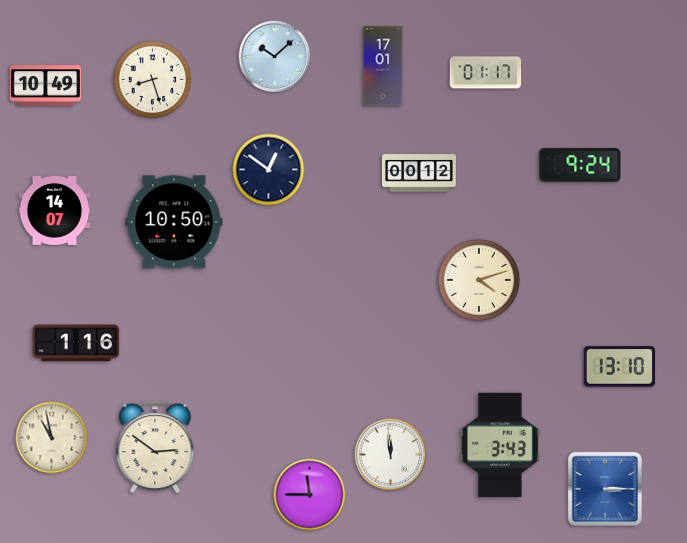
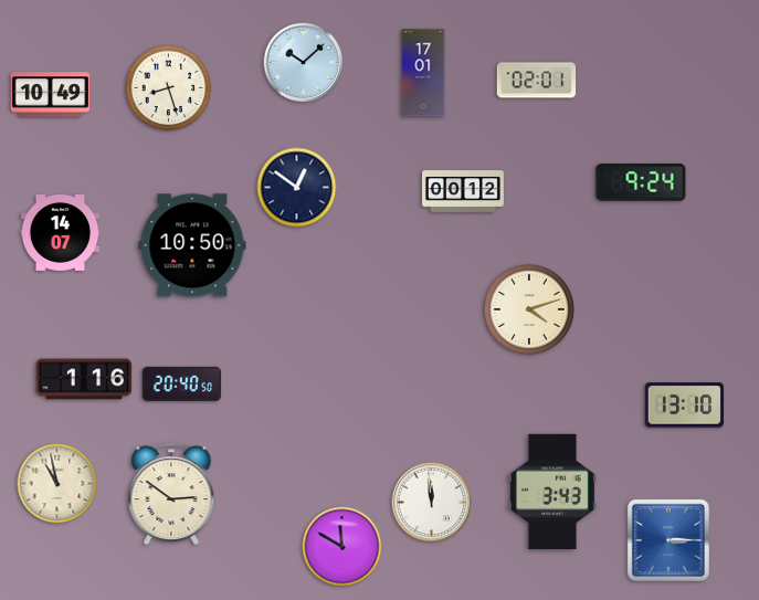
clock at (486, 73): 01:17 -> 02:01
clock at (182, 383): none -> 20:40
clock at (310, 495): 11:45 -> 11:50
